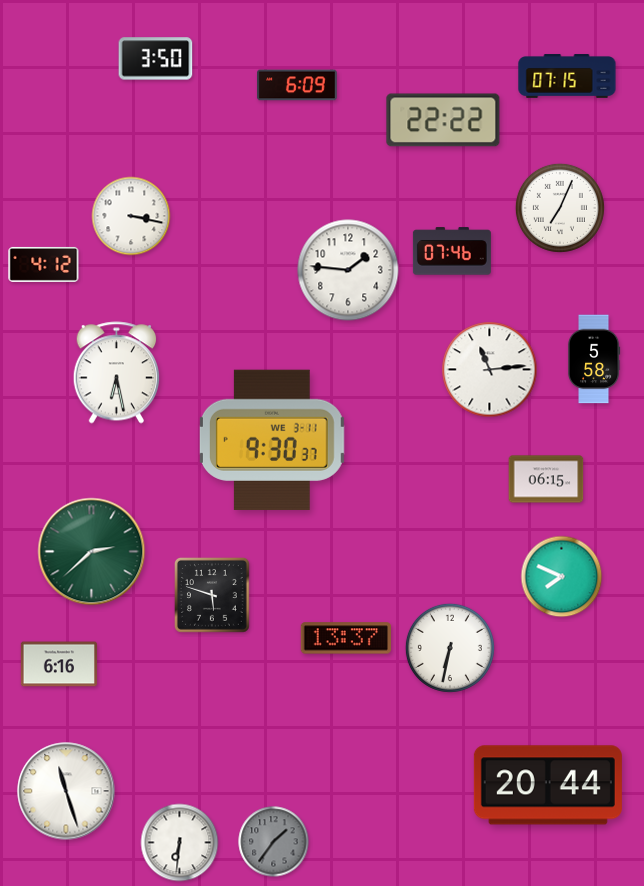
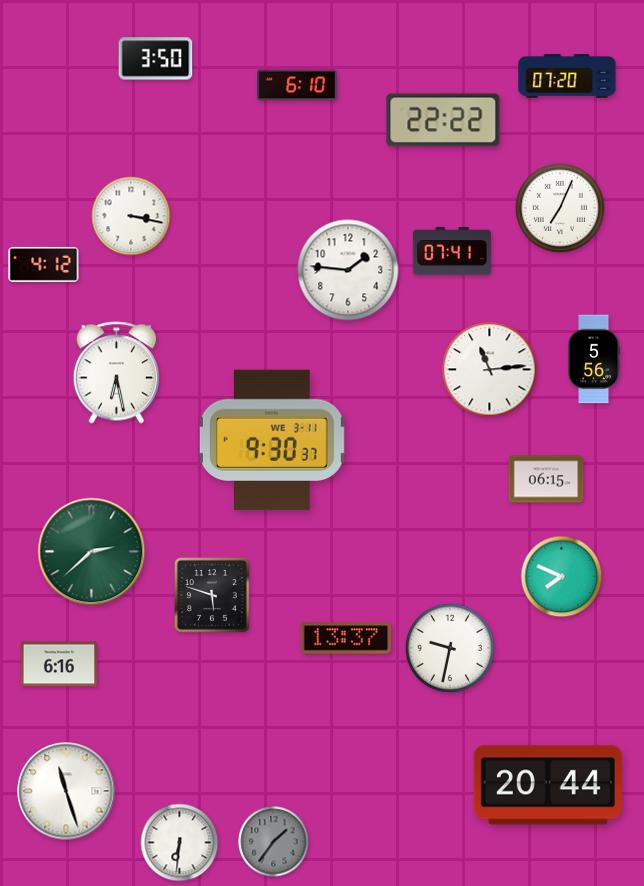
clock at (567, 76): 07:15 -> 07:20
clock at (297, 85): 6:09 -> 6:10
clock at (452, 251): 07:46 -> 07:41
clock at (594, 359): 5:58 -> 5:56
clock at (450, 648): 6:32 -> 9:32
